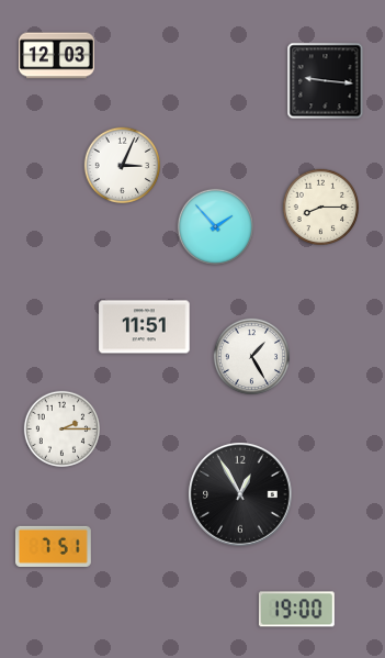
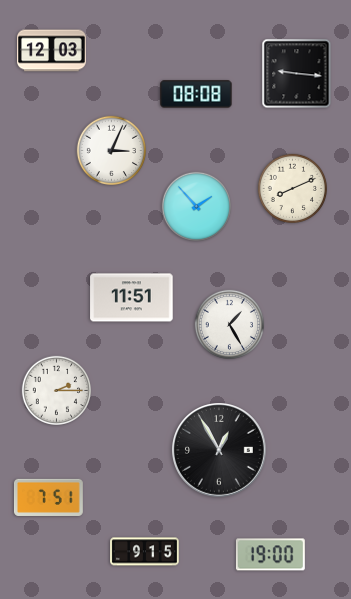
clock at (196, 94): none -> 08:08
clock at (320, 207): 8:15 -> 8:11
clock at (145, 552): none -> 9:15
